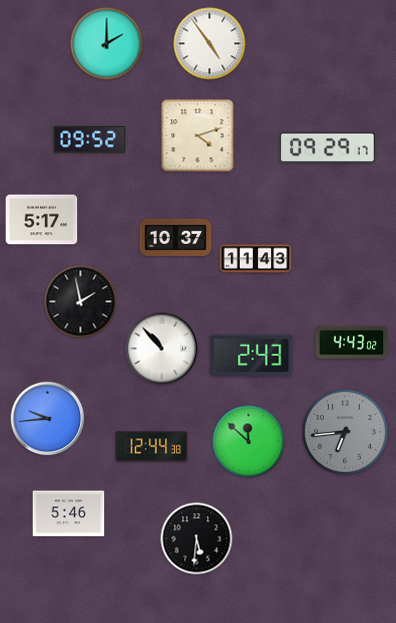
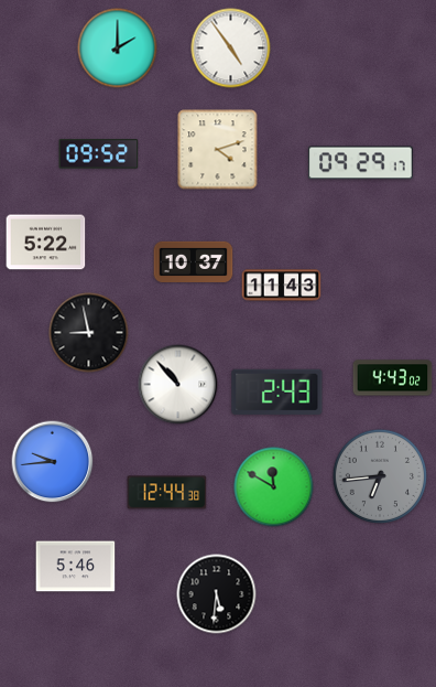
clock at (42, 220): 5:17 -> 5:22
clock at (81, 302): 1:58 -> 8:58
clock at (352, 343) position: (352, 343) -> (393, 378)
clock at (249, 442): 11:52 -> 11:50
